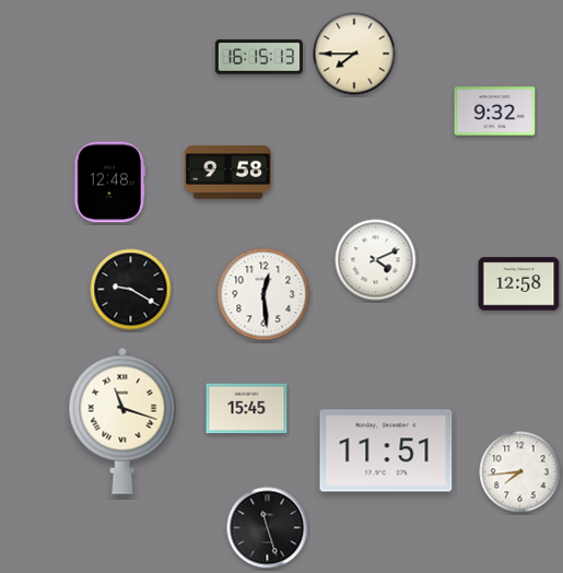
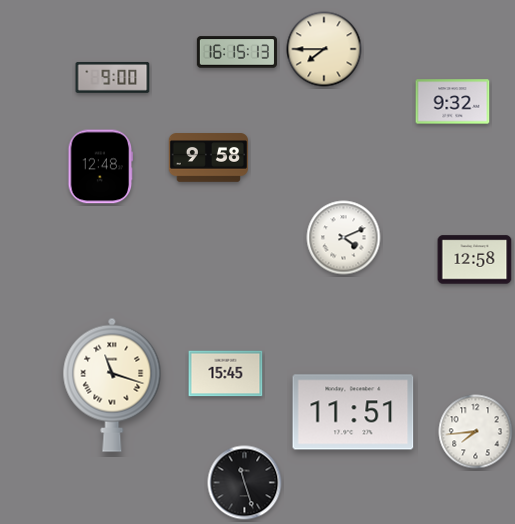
clock at (113, 78): none -> 9:00
clock at (131, 290): 9:20 -> none
clock at (263, 294): 12:29 -> none
